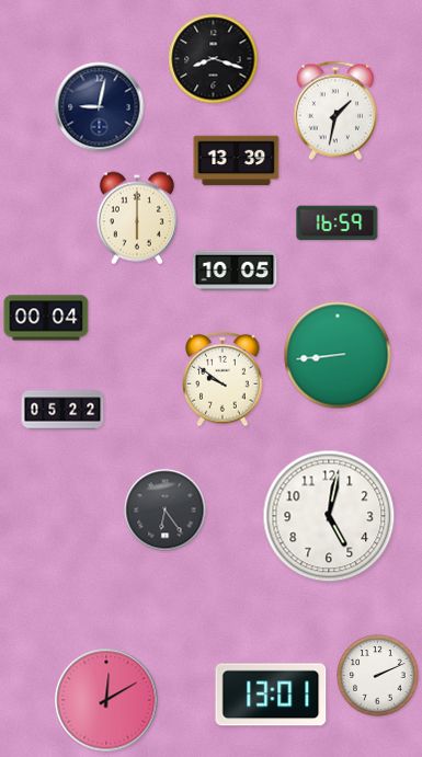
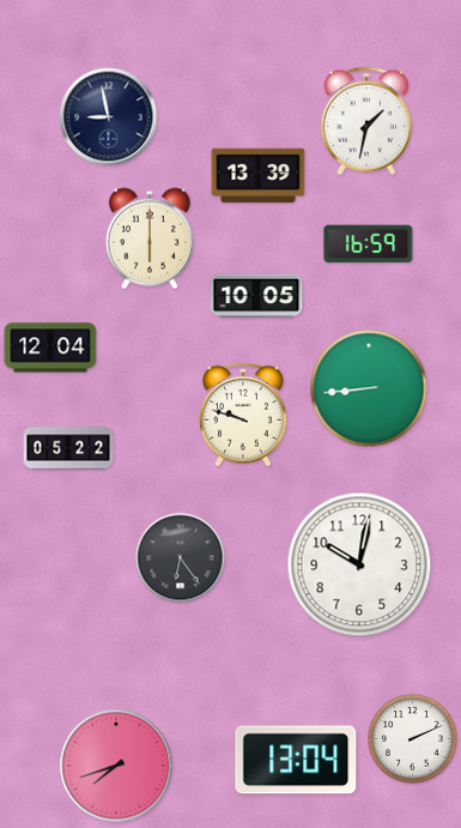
clock at (214, 59): 8:18 -> none
clock at (100, 107): 9:02 -> 8:58
clock at (46, 318): 00:04 -> 12:04
clock at (223, 379): 9:51 -> 9:48
clock at (329, 516): 5:02 -> 10:02
clock at (271, 695): 13:01 -> 13:04
clock at (106, 700): 12:10 -> 7:42
